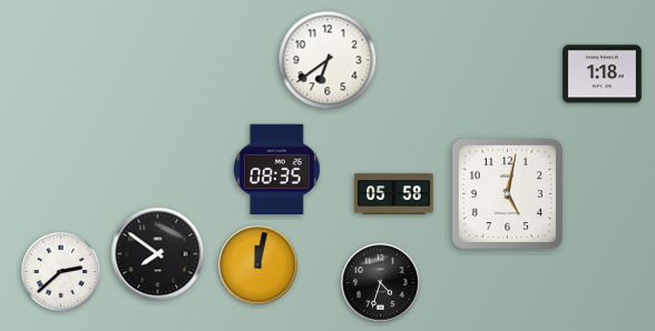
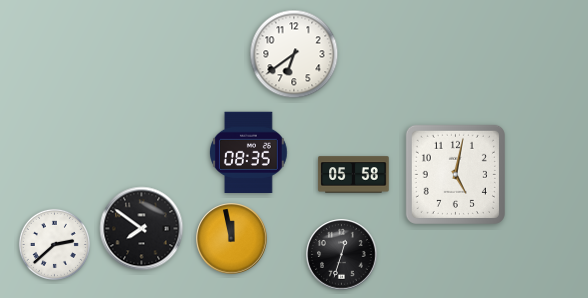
clock at (603, 74): 1:18 -> none
clock at (258, 265): 12:02 -> 11:58
clock at (381, 283): 4:33 -> 12:33
